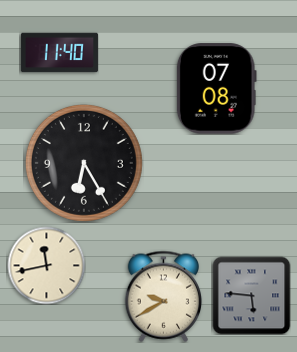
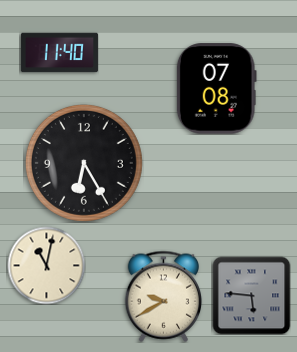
clock at (46, 265): 11:43 -> 11:02
